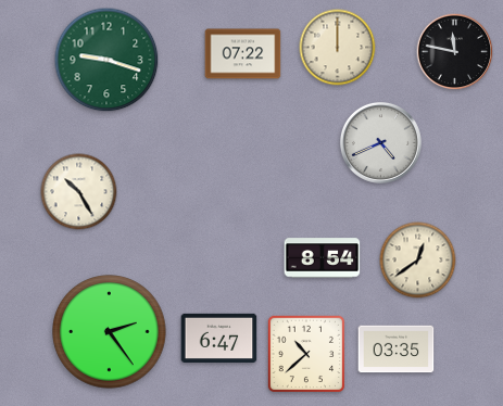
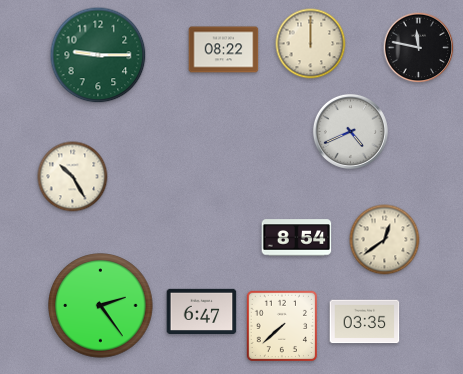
clock at (243, 54): 07:22 -> 08:22
clock at (106, 60): 9:18 -> 9:15
clock at (305, 353): 10:38 -> 7:38
